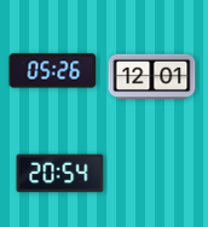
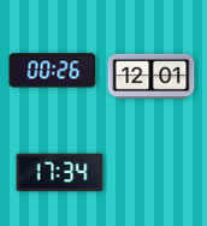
clock at (53, 71): 05:26 -> 00:26
clock at (60, 174): 20:54 -> 17:34
